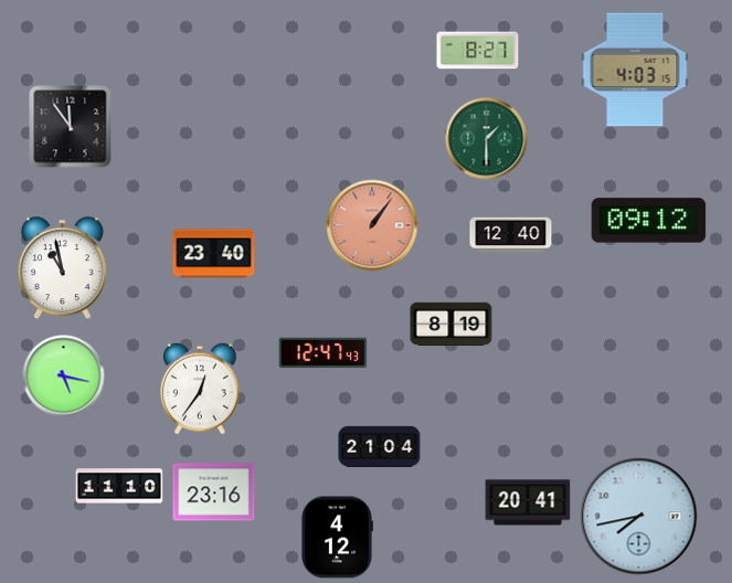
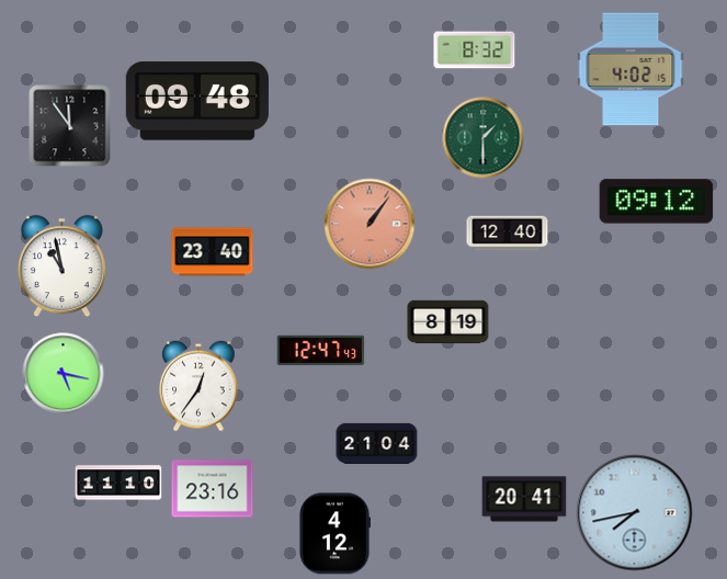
clock at (478, 51): 8:27 -> 8:32
clock at (635, 70): 4:03 -> 4:02
clock at (197, 101): none -> 09:48
clock at (649, 221) position: (649, 221) -> (657, 202)
